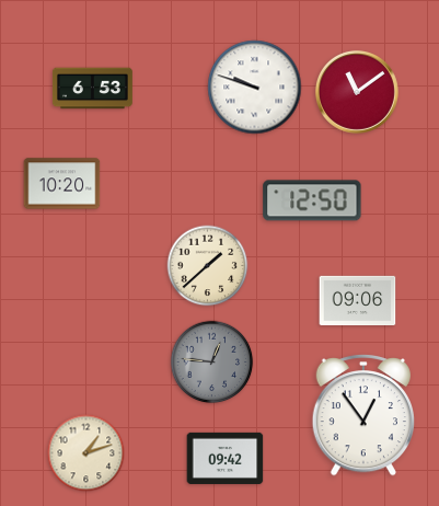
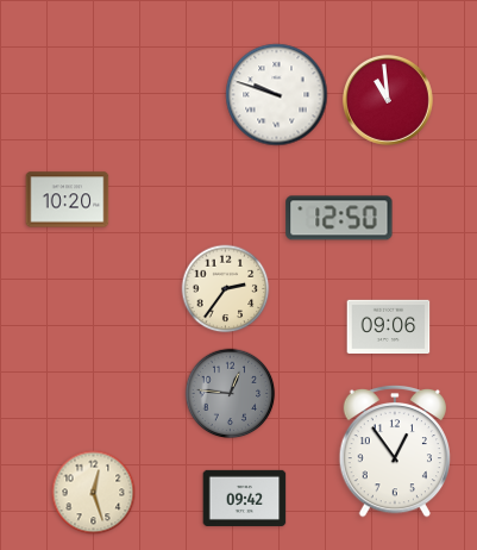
clock at (92, 89): 6:53 -> none
clock at (357, 92): 11:09 -> 10:59
clock at (208, 266): 1:38 -> 2:36
clock at (86, 453): 1:12 -> 12:27
